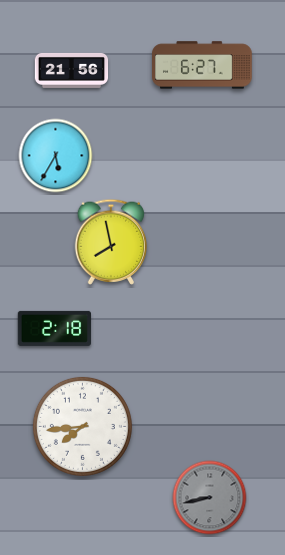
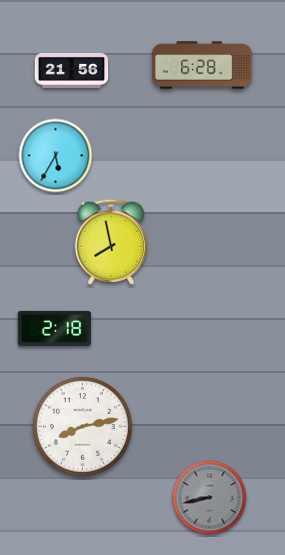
clock at (202, 65): 6:27 -> 6:28
clock at (82, 426): 7:44 -> 8:13
